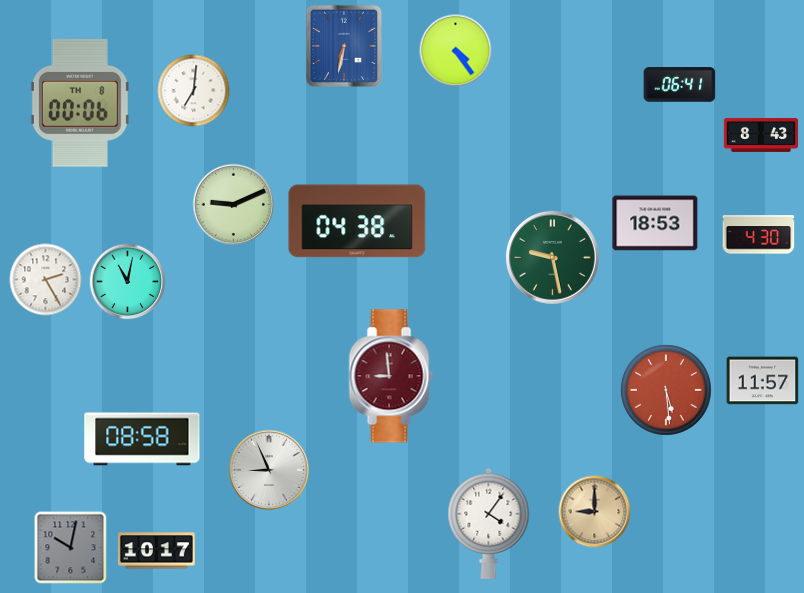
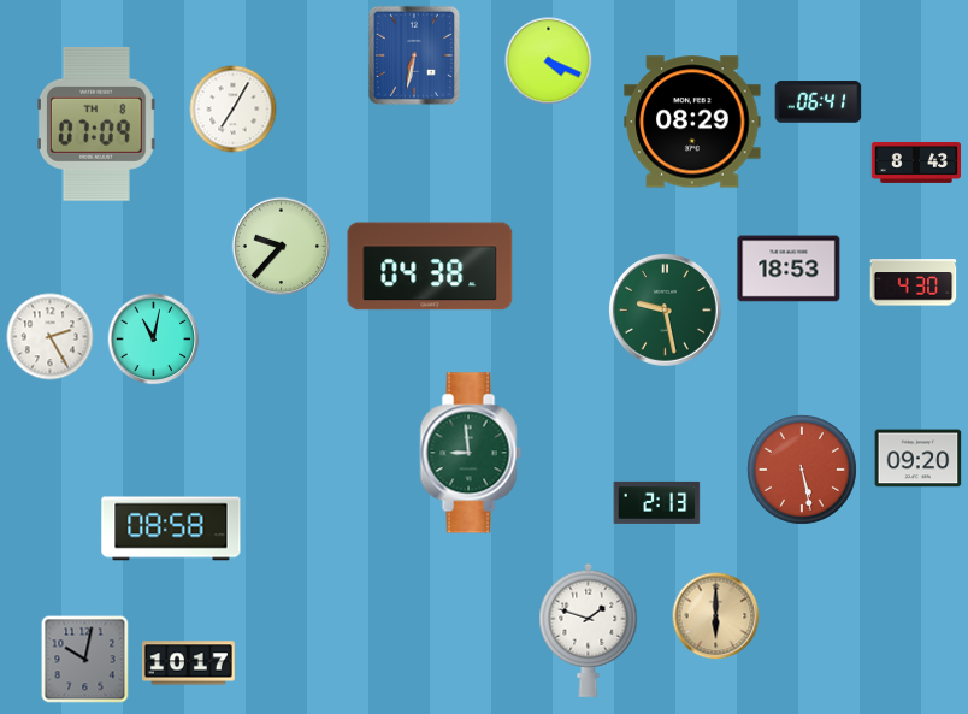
clock at (456, 51): 4:24 -> 4:19
clock at (194, 91): 7:01 -> 7:05
clock at (692, 122): none -> 08:29
clock at (80, 103): 00:06 -> 07:09
clock at (234, 205): 9:11 -> 9:37
clock at (46, 280) position: (46, 280) -> (51, 337)
clock at (391, 376) dial: burgundy -> green
clock at (763, 381): 11:57 -> 09:20
clock at (666, 390): 5:29 -> 5:28
clock at (657, 502): none -> 2:13
clock at (269, 470): 8:56 -> none
clock at (595, 512): 9:00 -> 6:00
clock at (489, 523): 4:06 -> 1:48
